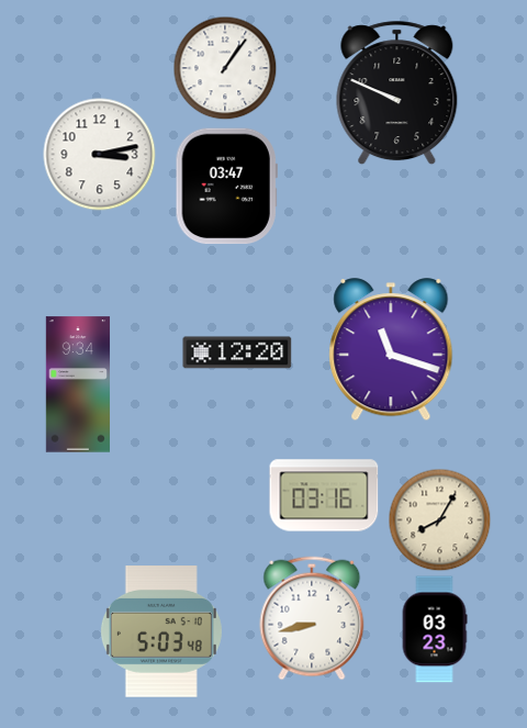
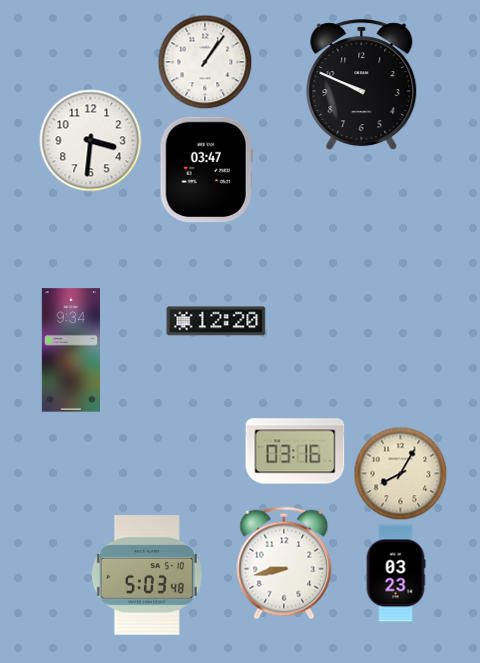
clock at (100, 155): 3:13 -> 3:31
clock at (391, 350): 11:18 -> none
